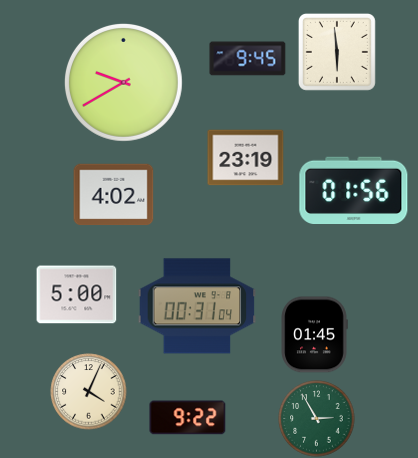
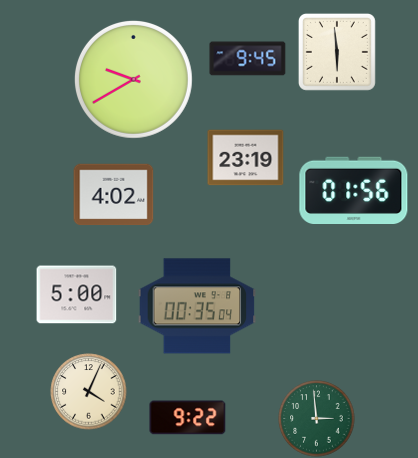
clock at (123, 82) position: (123, 82) -> (133, 79)
clock at (197, 306): 00:31 -> 00:35
clock at (314, 335): 01:45 -> none
clock at (317, 419): 2:55 -> 2:59
